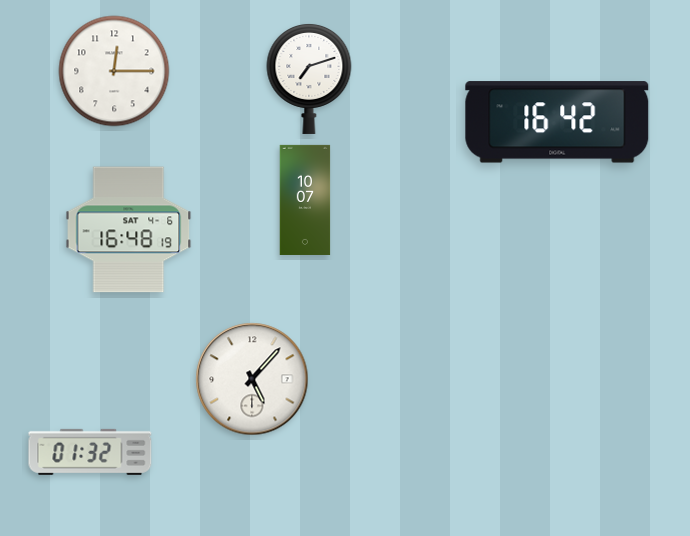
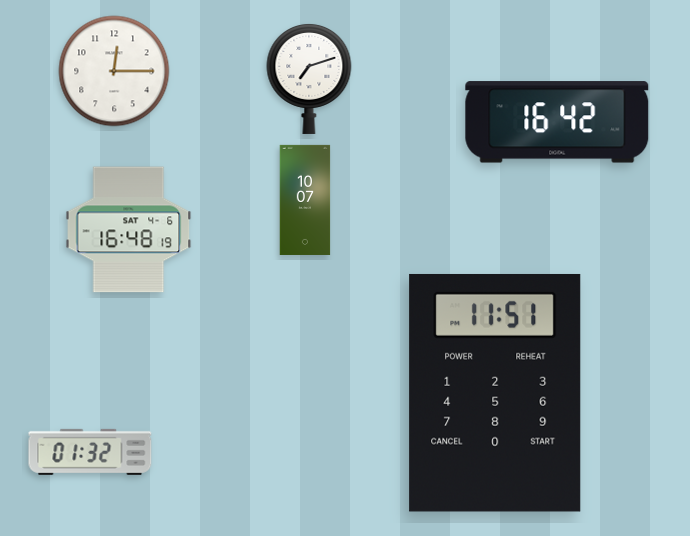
clock at (252, 379): 5:07 -> none
clock at (495, 393): none -> 11:51
